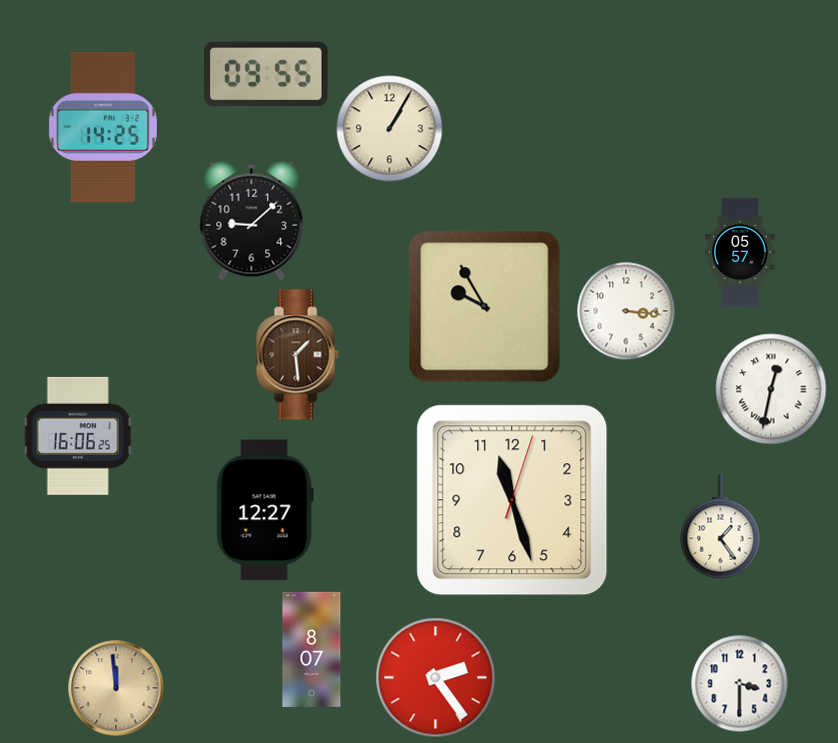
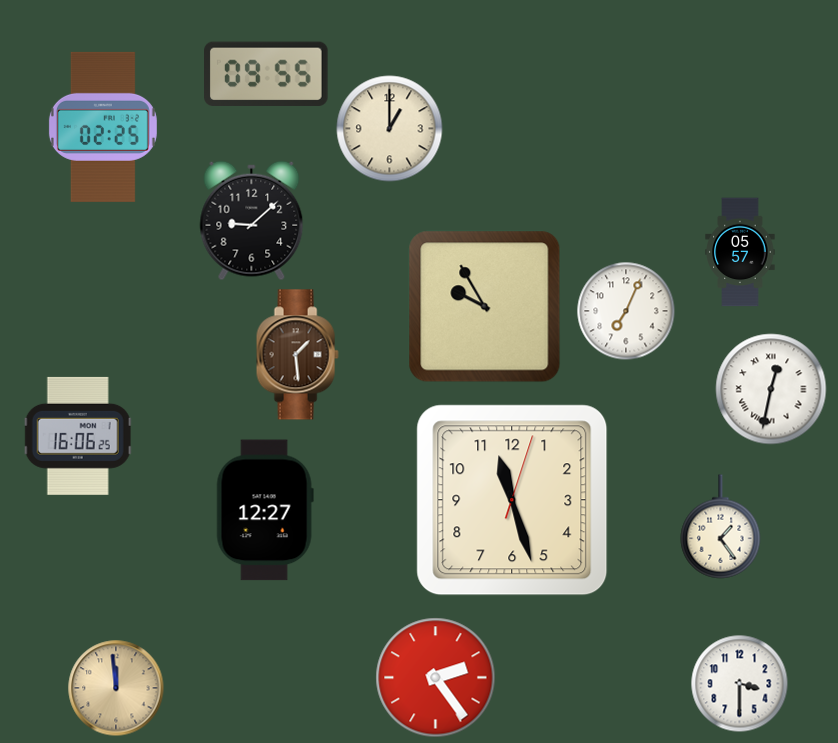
clock at (103, 127): 14:25 -> 02:25
clock at (390, 129): 1:05 -> 1:00
clock at (626, 311): 3:16 -> 7:04
clock at (312, 649): 8:07 -> none
